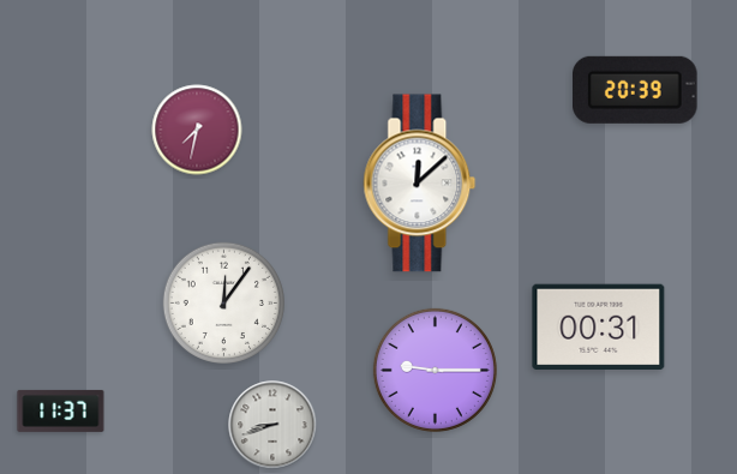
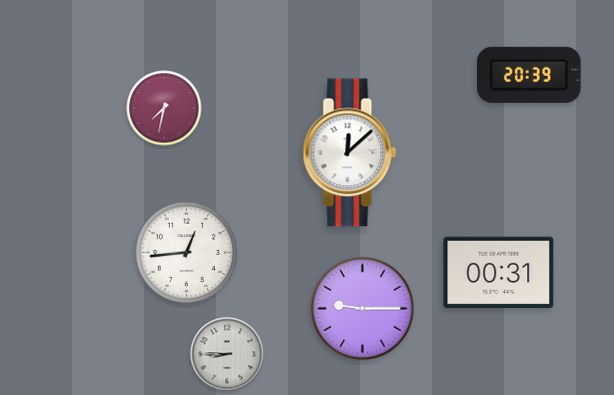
clock at (223, 302): 12:06 -> 12:44
clock at (61, 410): 11:37 -> none
clock at (272, 425): 8:42 -> 8:45
